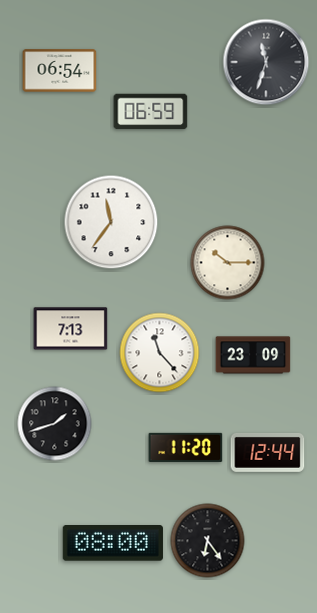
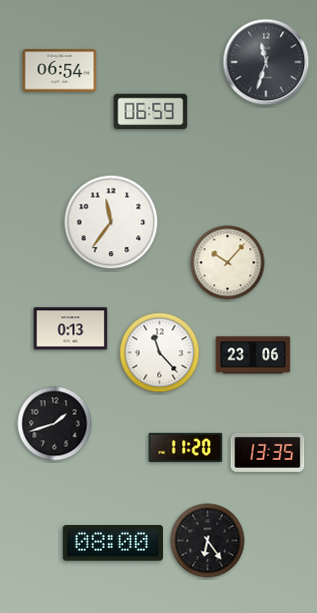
clock at (228, 263): 10:15 -> 10:07
clock at (71, 329): 7:13 -> 0:13
clock at (253, 355): 23:09 -> 23:06
clock at (268, 452): 12:44 -> 13:35
